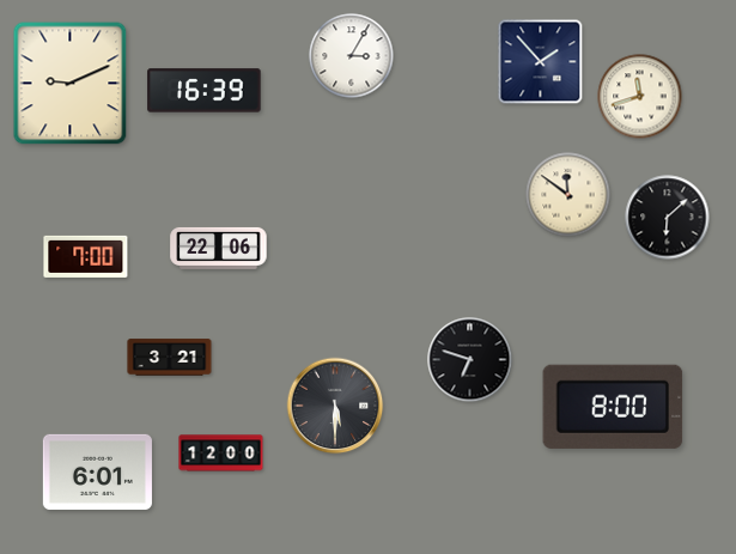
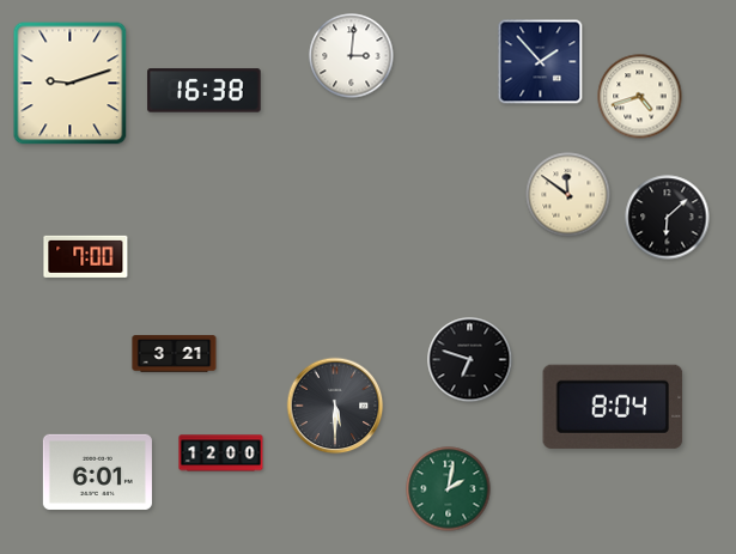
clock at (352, 56): 3:05 -> 3:01
clock at (71, 84): 9:11 -> 9:12
clock at (205, 91): 16:39 -> 16:38
clock at (640, 97): 11:42 -> 4:42
clock at (219, 248): 22:06 -> none
clock at (170, 358) position: (170, 358) -> (175, 354)
clock at (613, 407): 8:00 -> 8:04
clock at (449, 489): none -> 2:02
